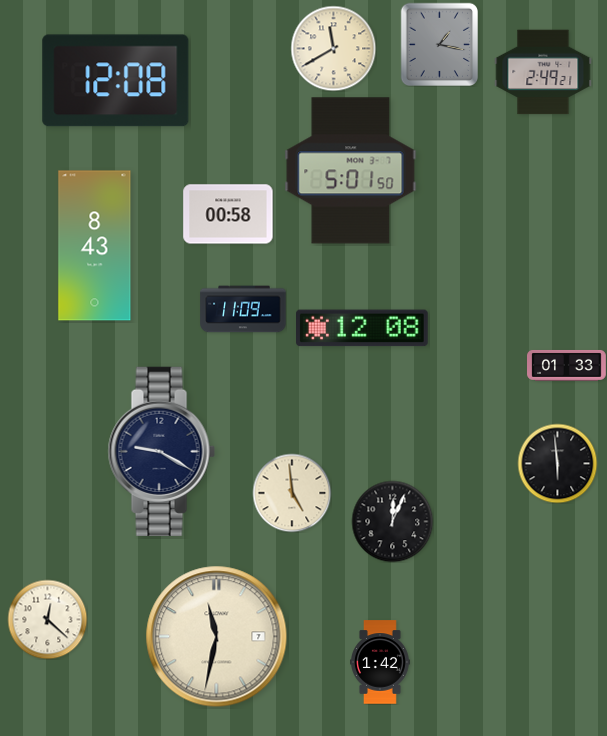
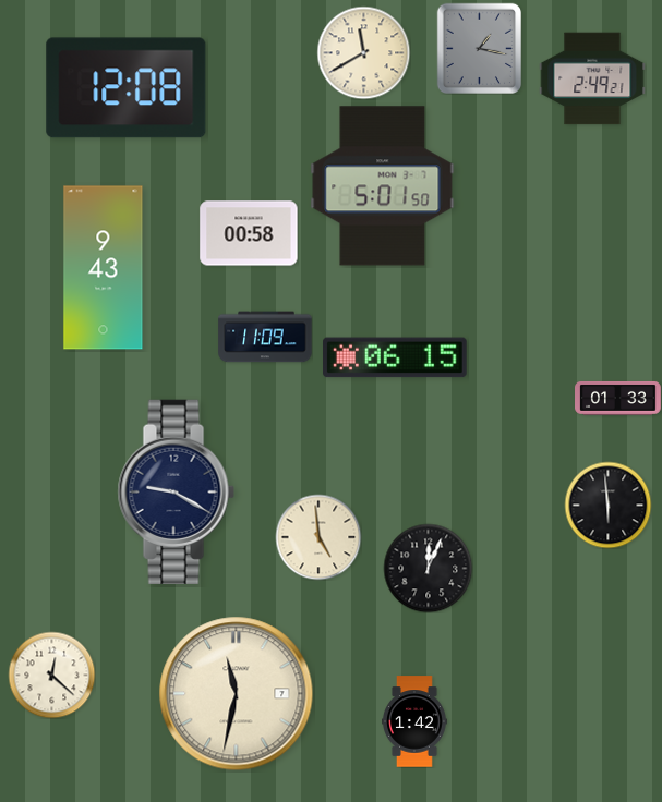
clock at (95, 246): 8:43 -> 9:43
clock at (363, 328): 12:08 -> 06:15
